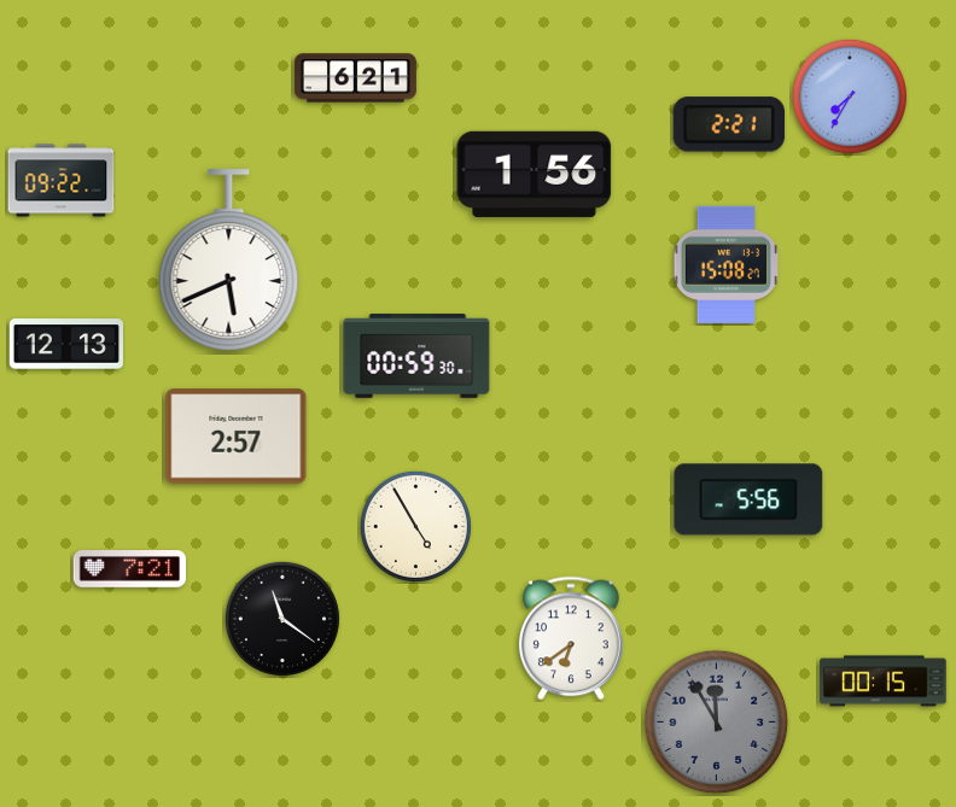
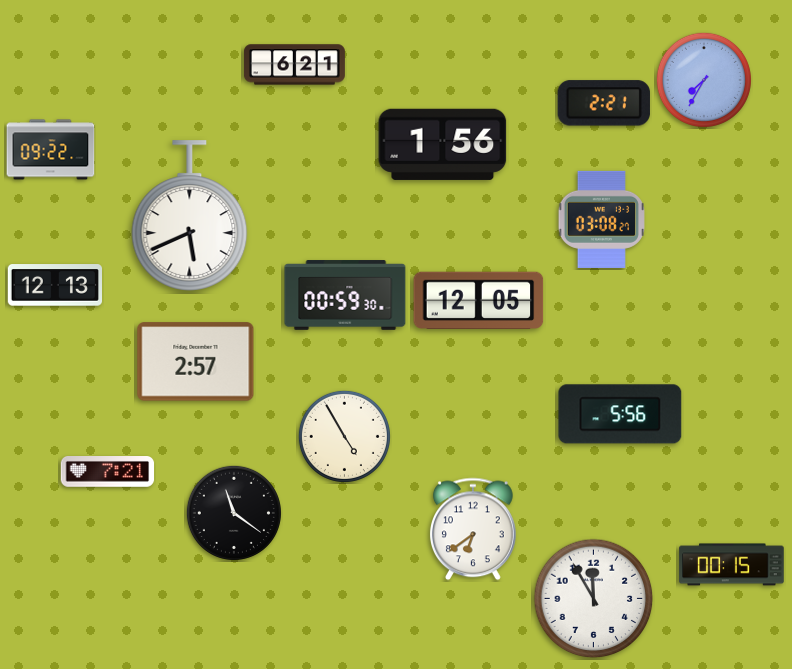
clock at (725, 264): 15:08 -> 03:08
clock at (479, 300): none -> 12:05
clock at (717, 723) dial: grey -> white
